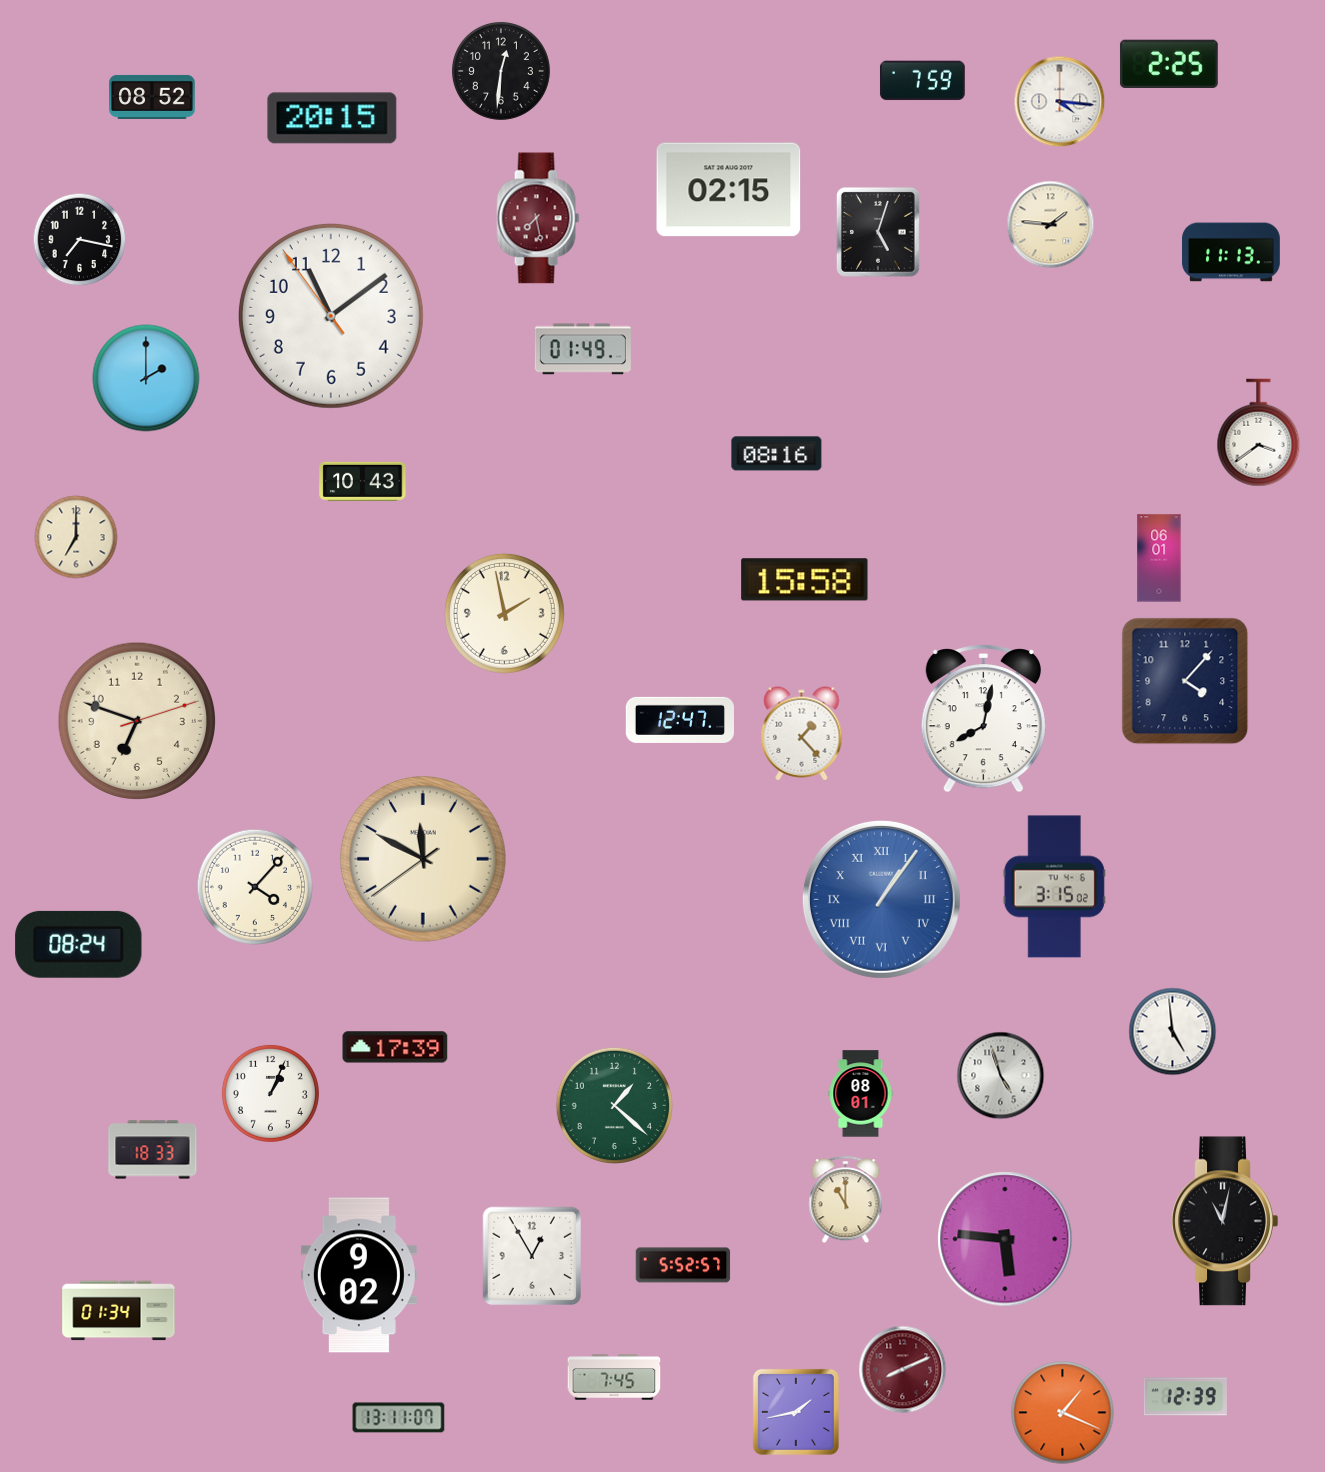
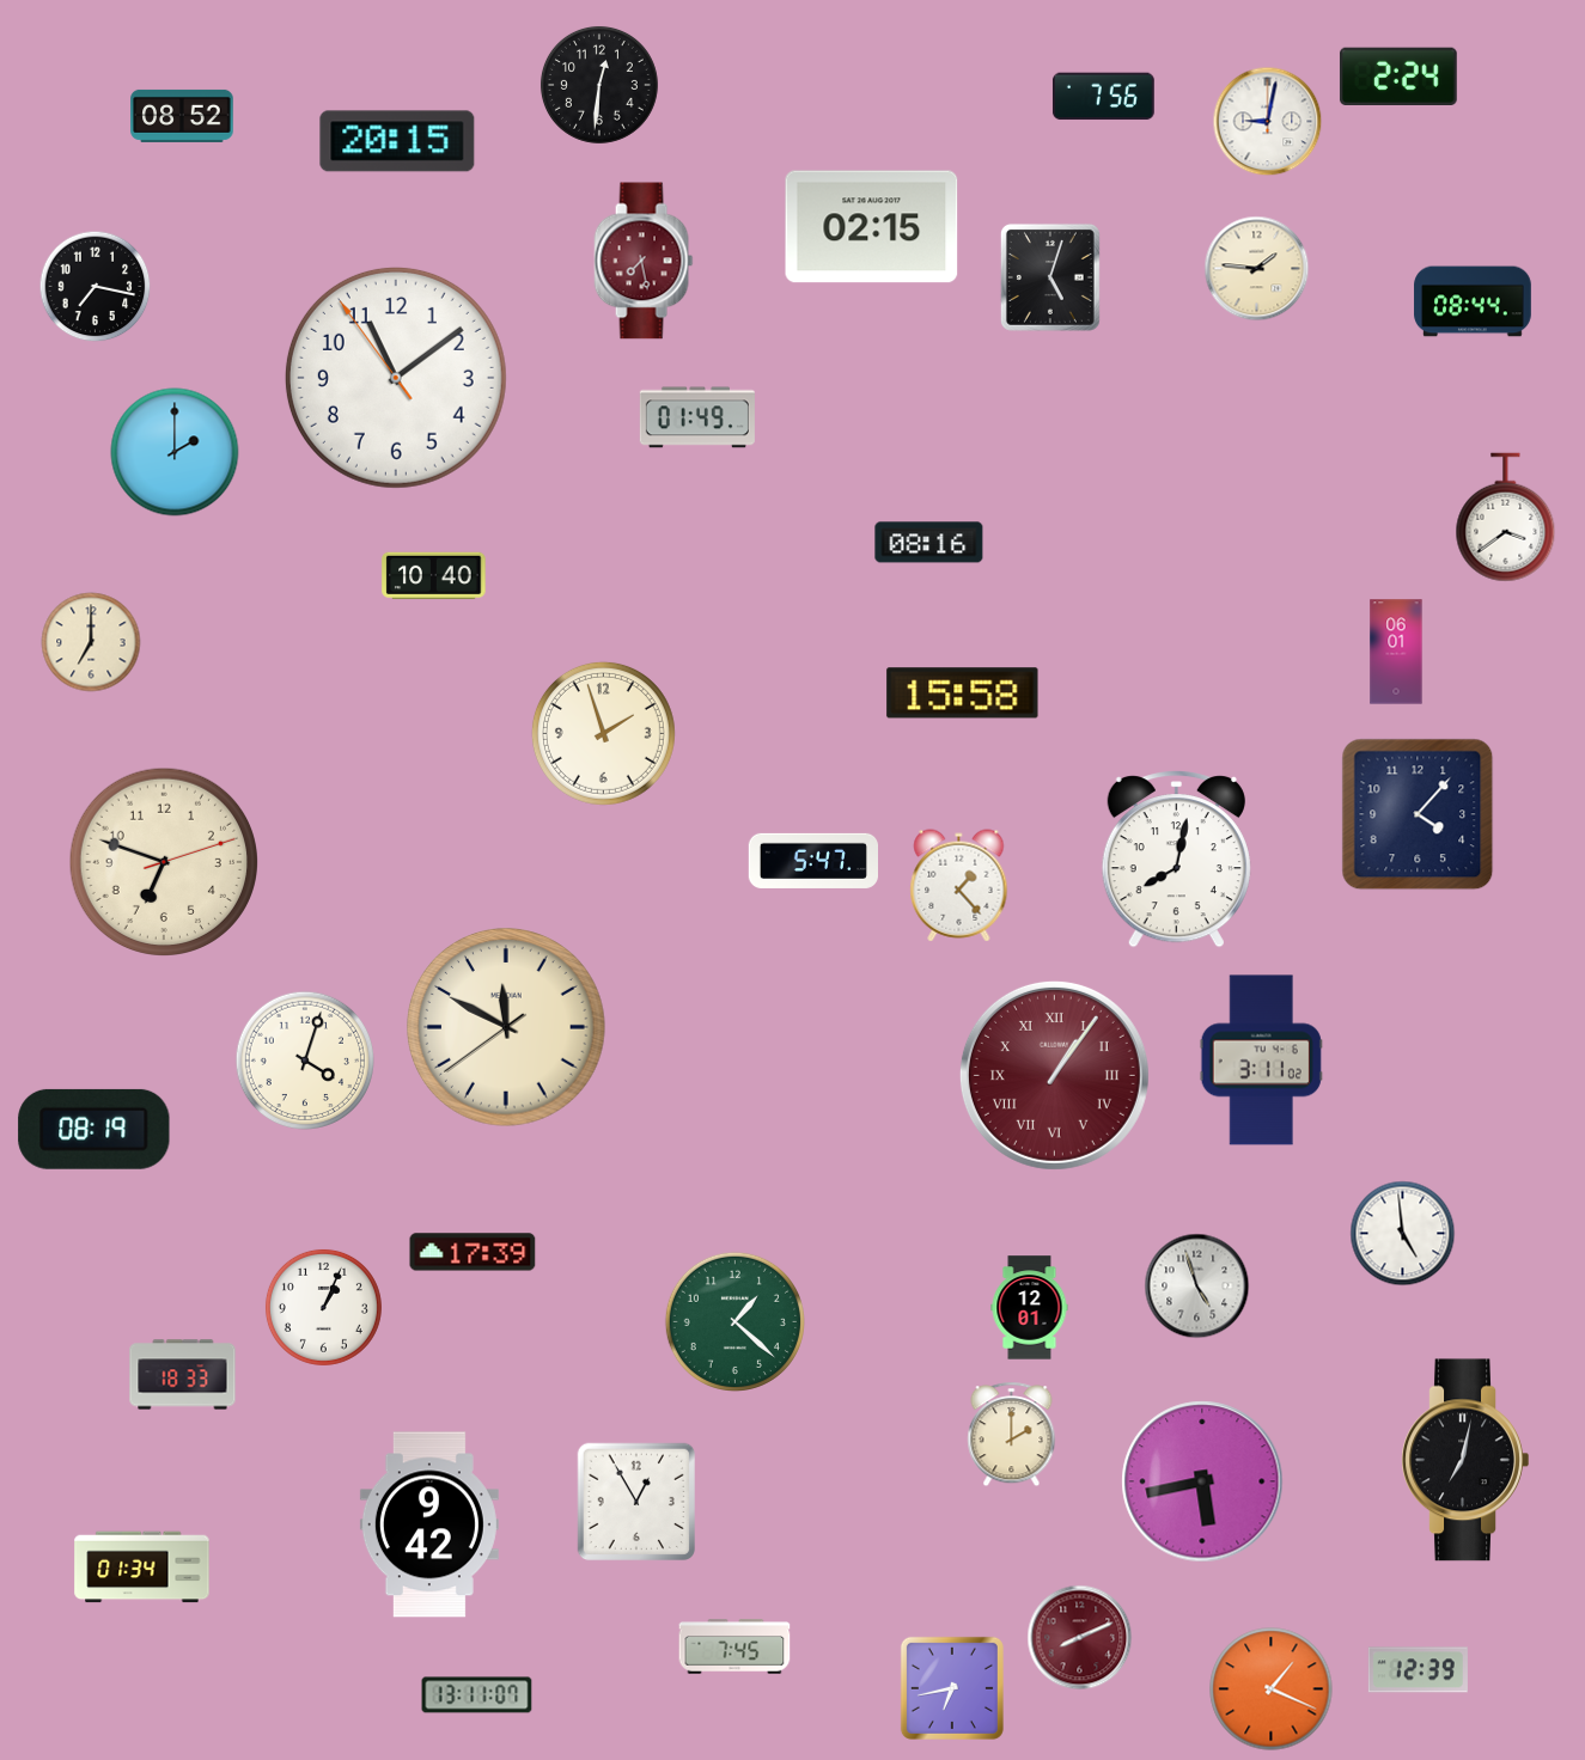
clock at (1169, 64): 2:25 -> 2:24
clock at (922, 81): 7:59 -> 7:56
clock at (1060, 102): 4:16 -> 9:02
clock at (1231, 252): 11:13 -> 08:44
clock at (363, 482): 10:43 -> 10:40
clock at (1159, 558) position: (1159, 558) -> (1396, 652)
clock at (504, 613): 1:58 -> 1:57
clock at (679, 720): 12:47 -> 5:47
clock at (802, 734) position: (802, 734) -> (959, 886)
clock at (254, 886): 4:07 -> 4:03
clock at (1054, 887): 3:15 -> 3:11
clock at (881, 899) dial: blue -> burgundy
clock at (79, 944): 08:24 -> 08:19
clock at (861, 1094): 08:01 -> 12:01
clock at (846, 1200): 11:00 -> 2:00
clock at (1225, 1221): 11:02 -> 7:02
clock at (1005, 1239): 5:46 -> 5:43
clock at (683, 1265): 5:52 -> none
clock at (359, 1275): 9:02 -> 9:42
clock at (796, 1412): 1:43 -> 6:43
